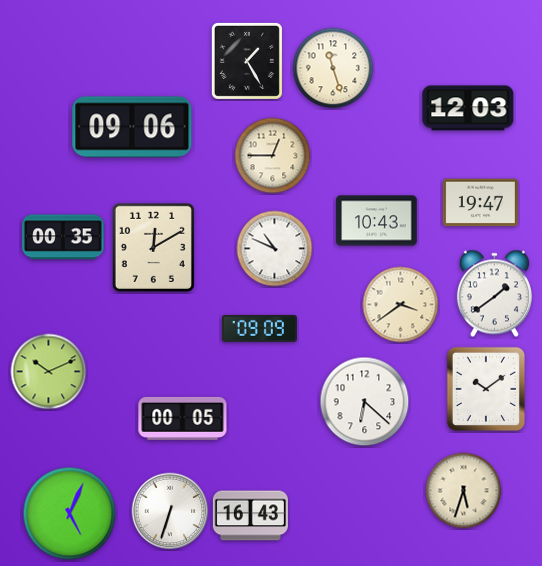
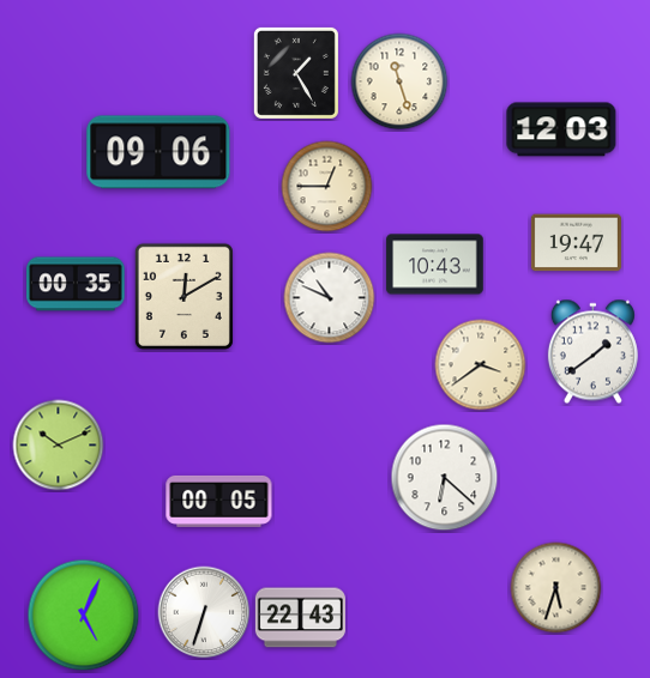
clock at (377, 221) position: (377, 221) -> (435, 265)
clock at (259, 328): 09:09 -> none
clock at (486, 389): 10:09 -> none
clock at (365, 402) position: (365, 402) -> (445, 478)
clock at (250, 516): 16:43 -> 22:43
